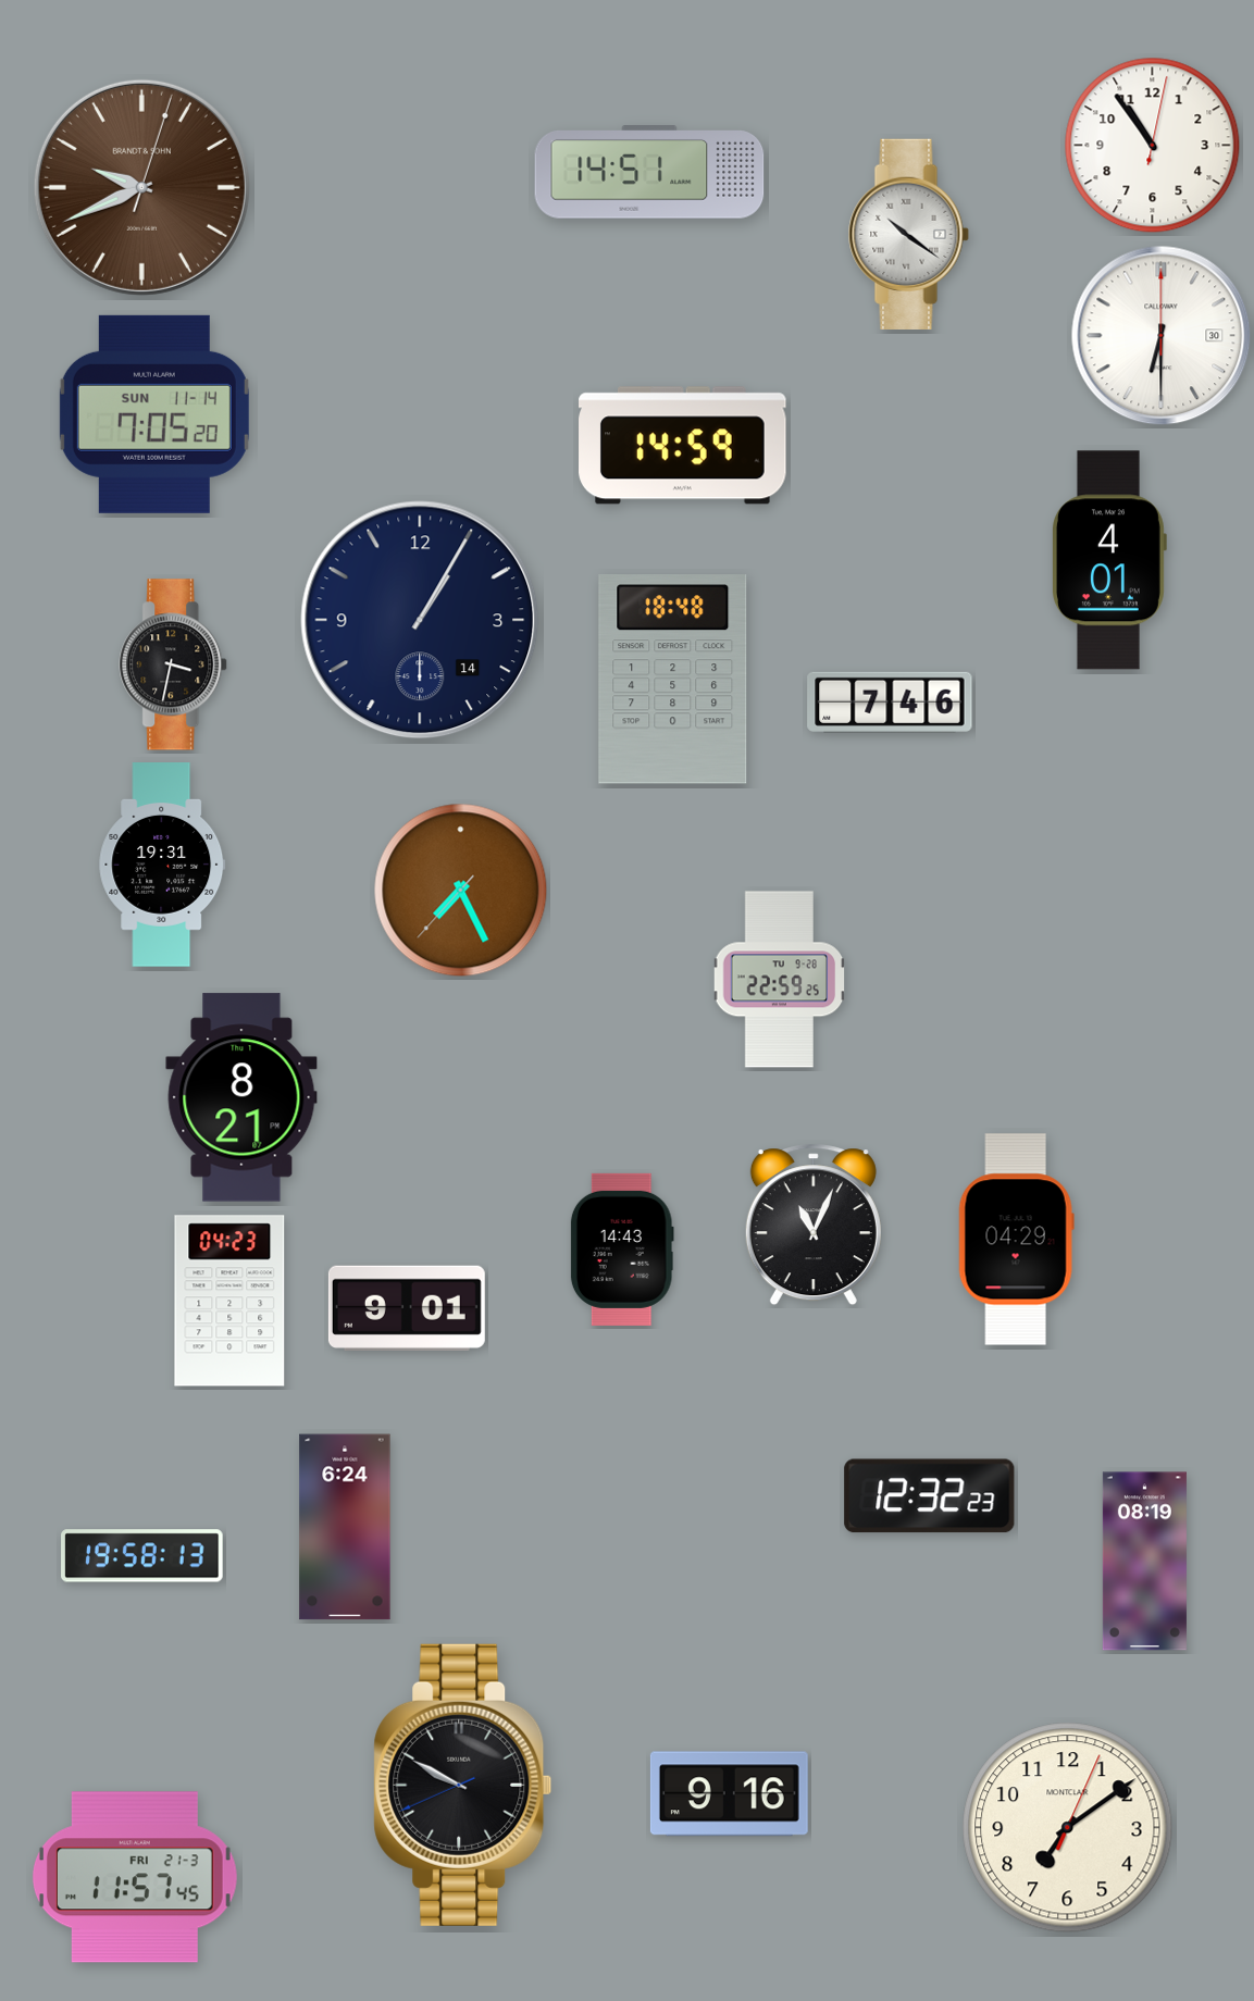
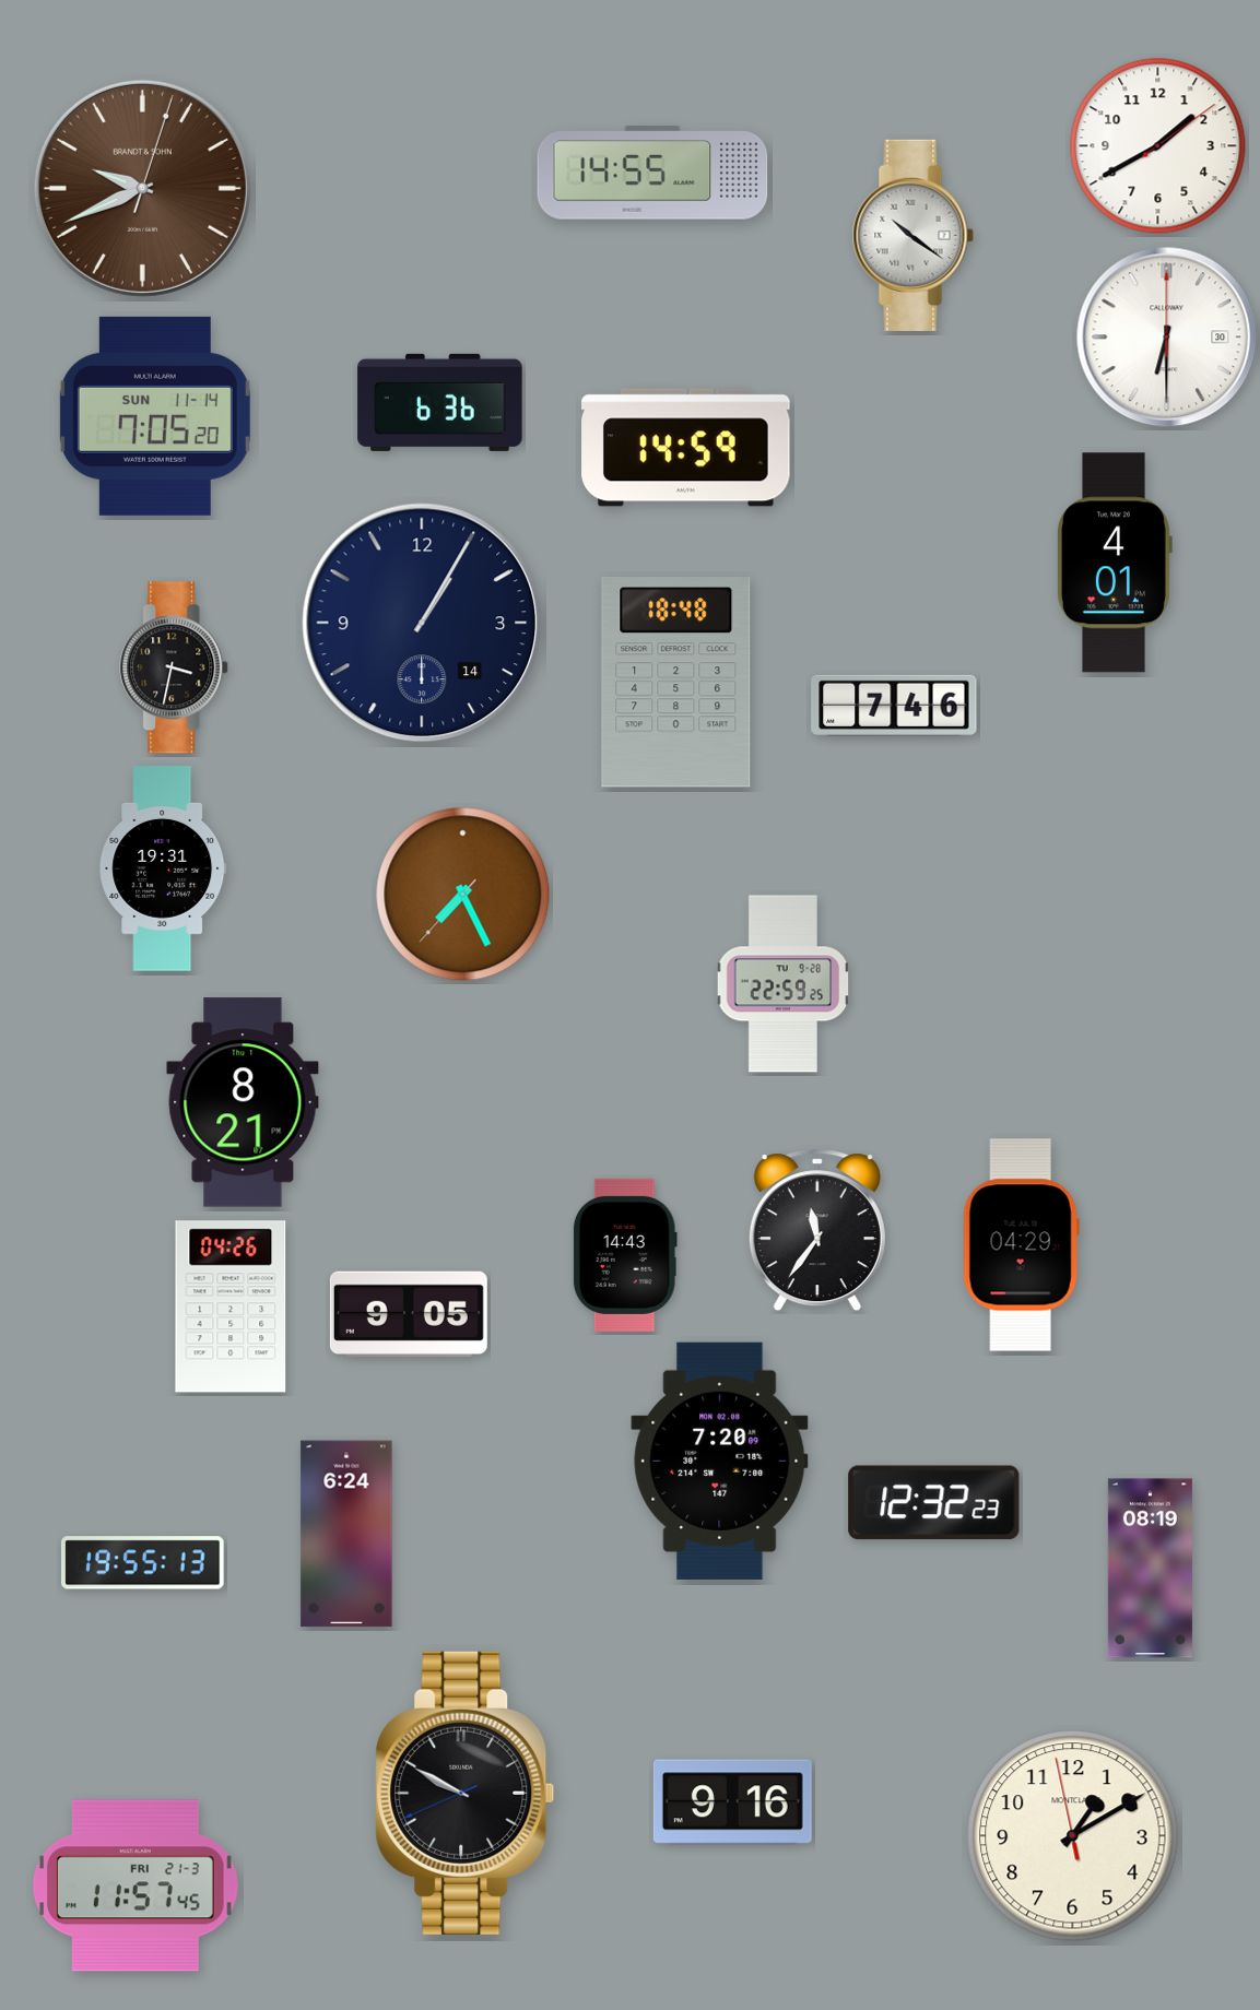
clock at (1153, 146): 10:54 -> 1:40
clock at (649, 172): 14:51 -> 14:55
clock at (440, 402): none -> 6:36
clock at (814, 1225): 11:04 -> 11:36
clock at (229, 1301): 04:23 -> 04:26
clock at (407, 1308): 9:01 -> 9:05
clock at (720, 1461): none -> 7:20
clock at (142, 1556): 19:58 -> 19:55
clock at (1068, 1828): 7:09 -> 1:09
